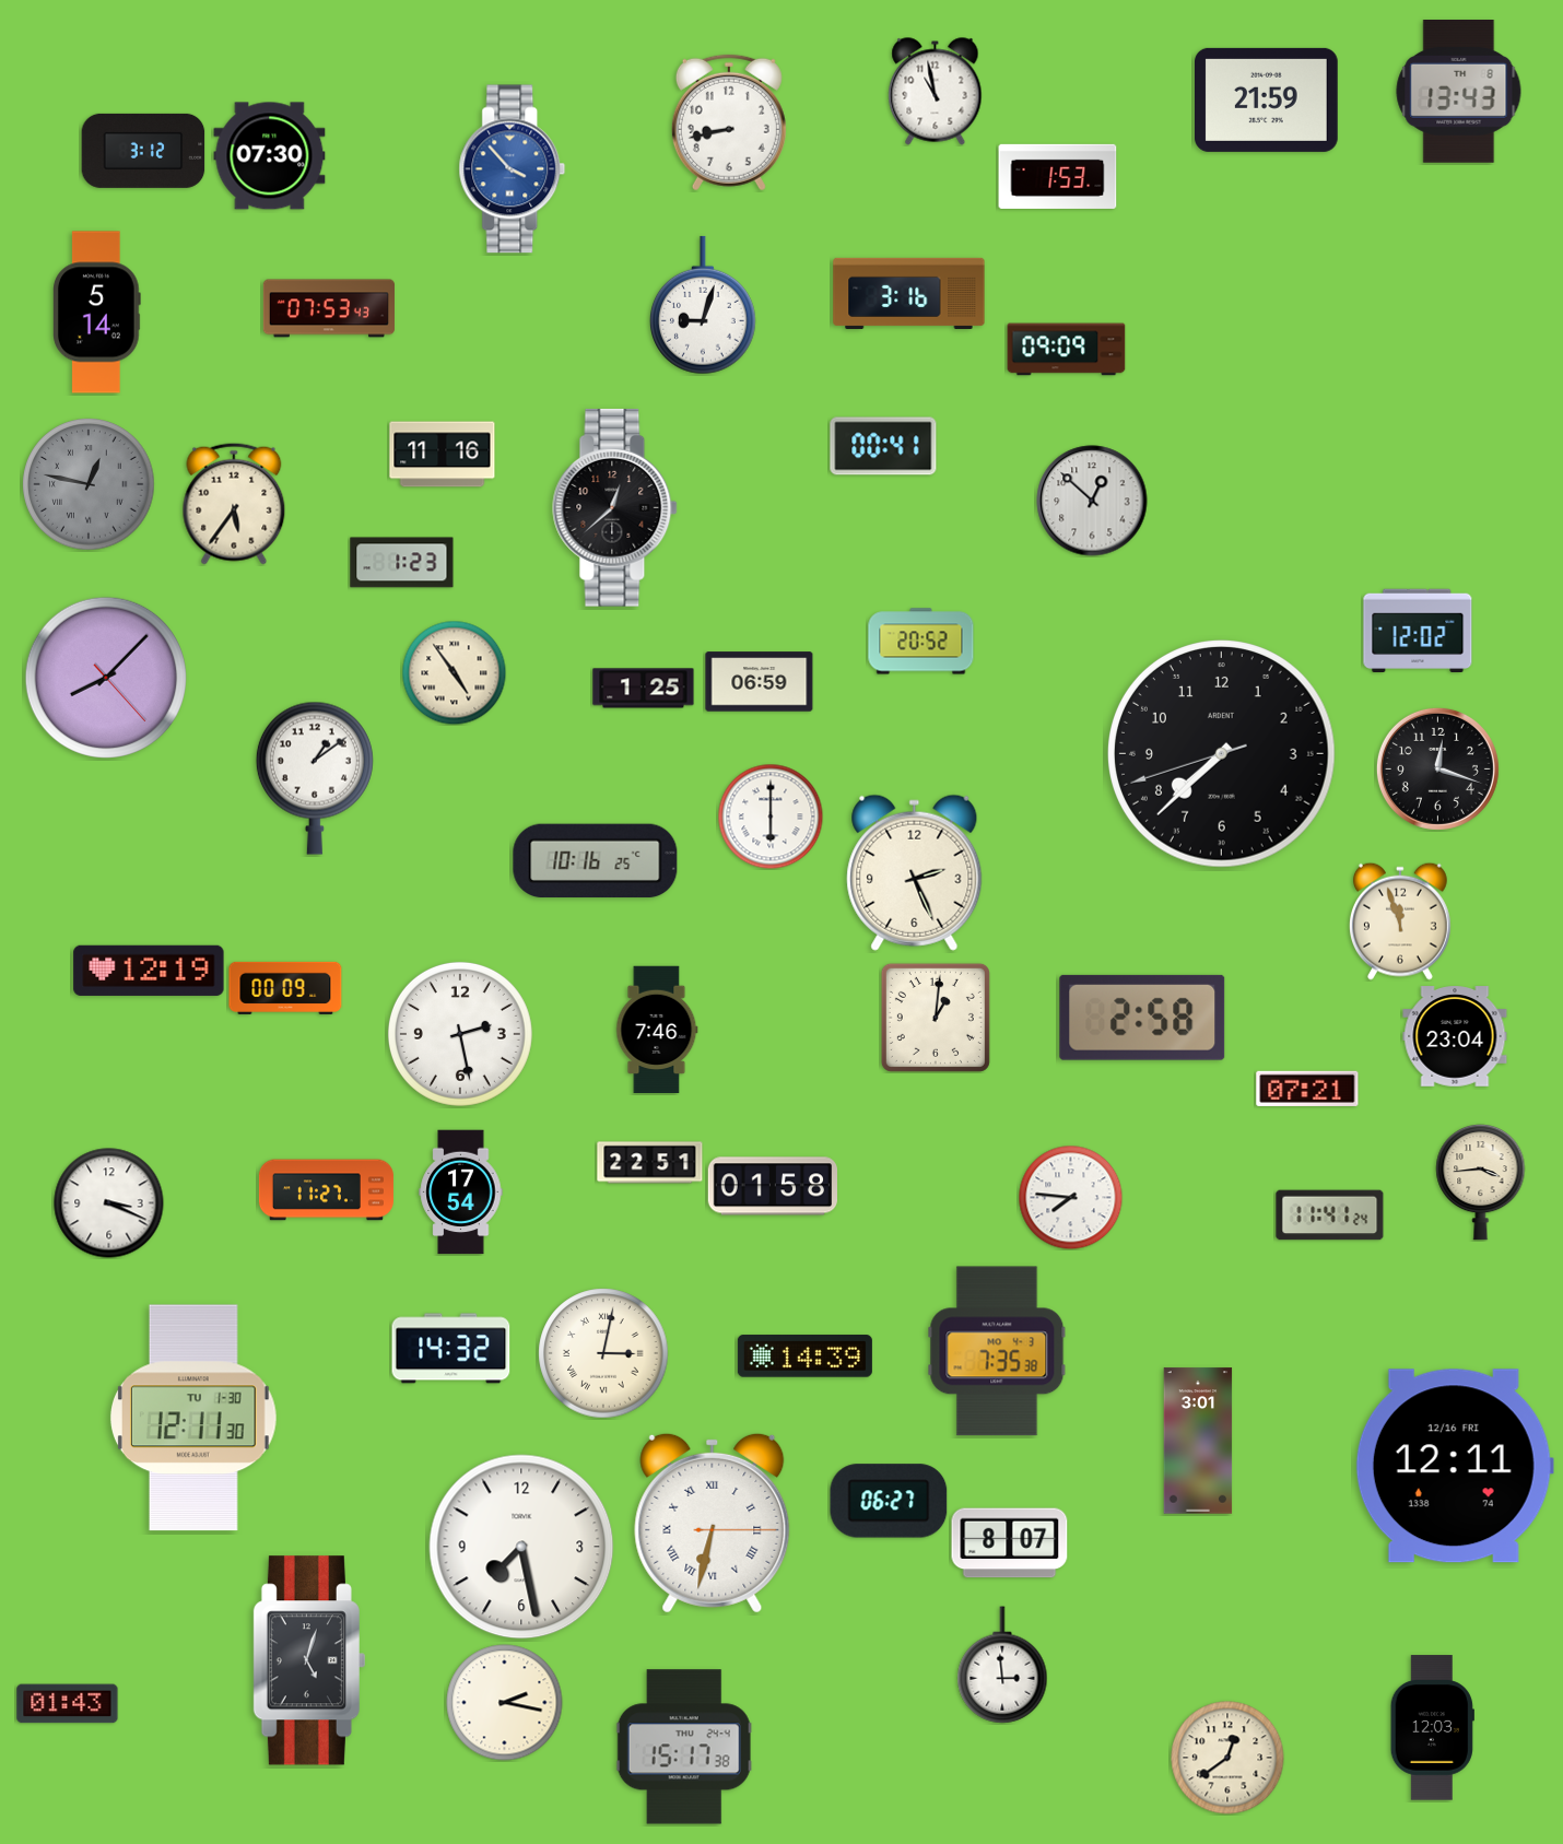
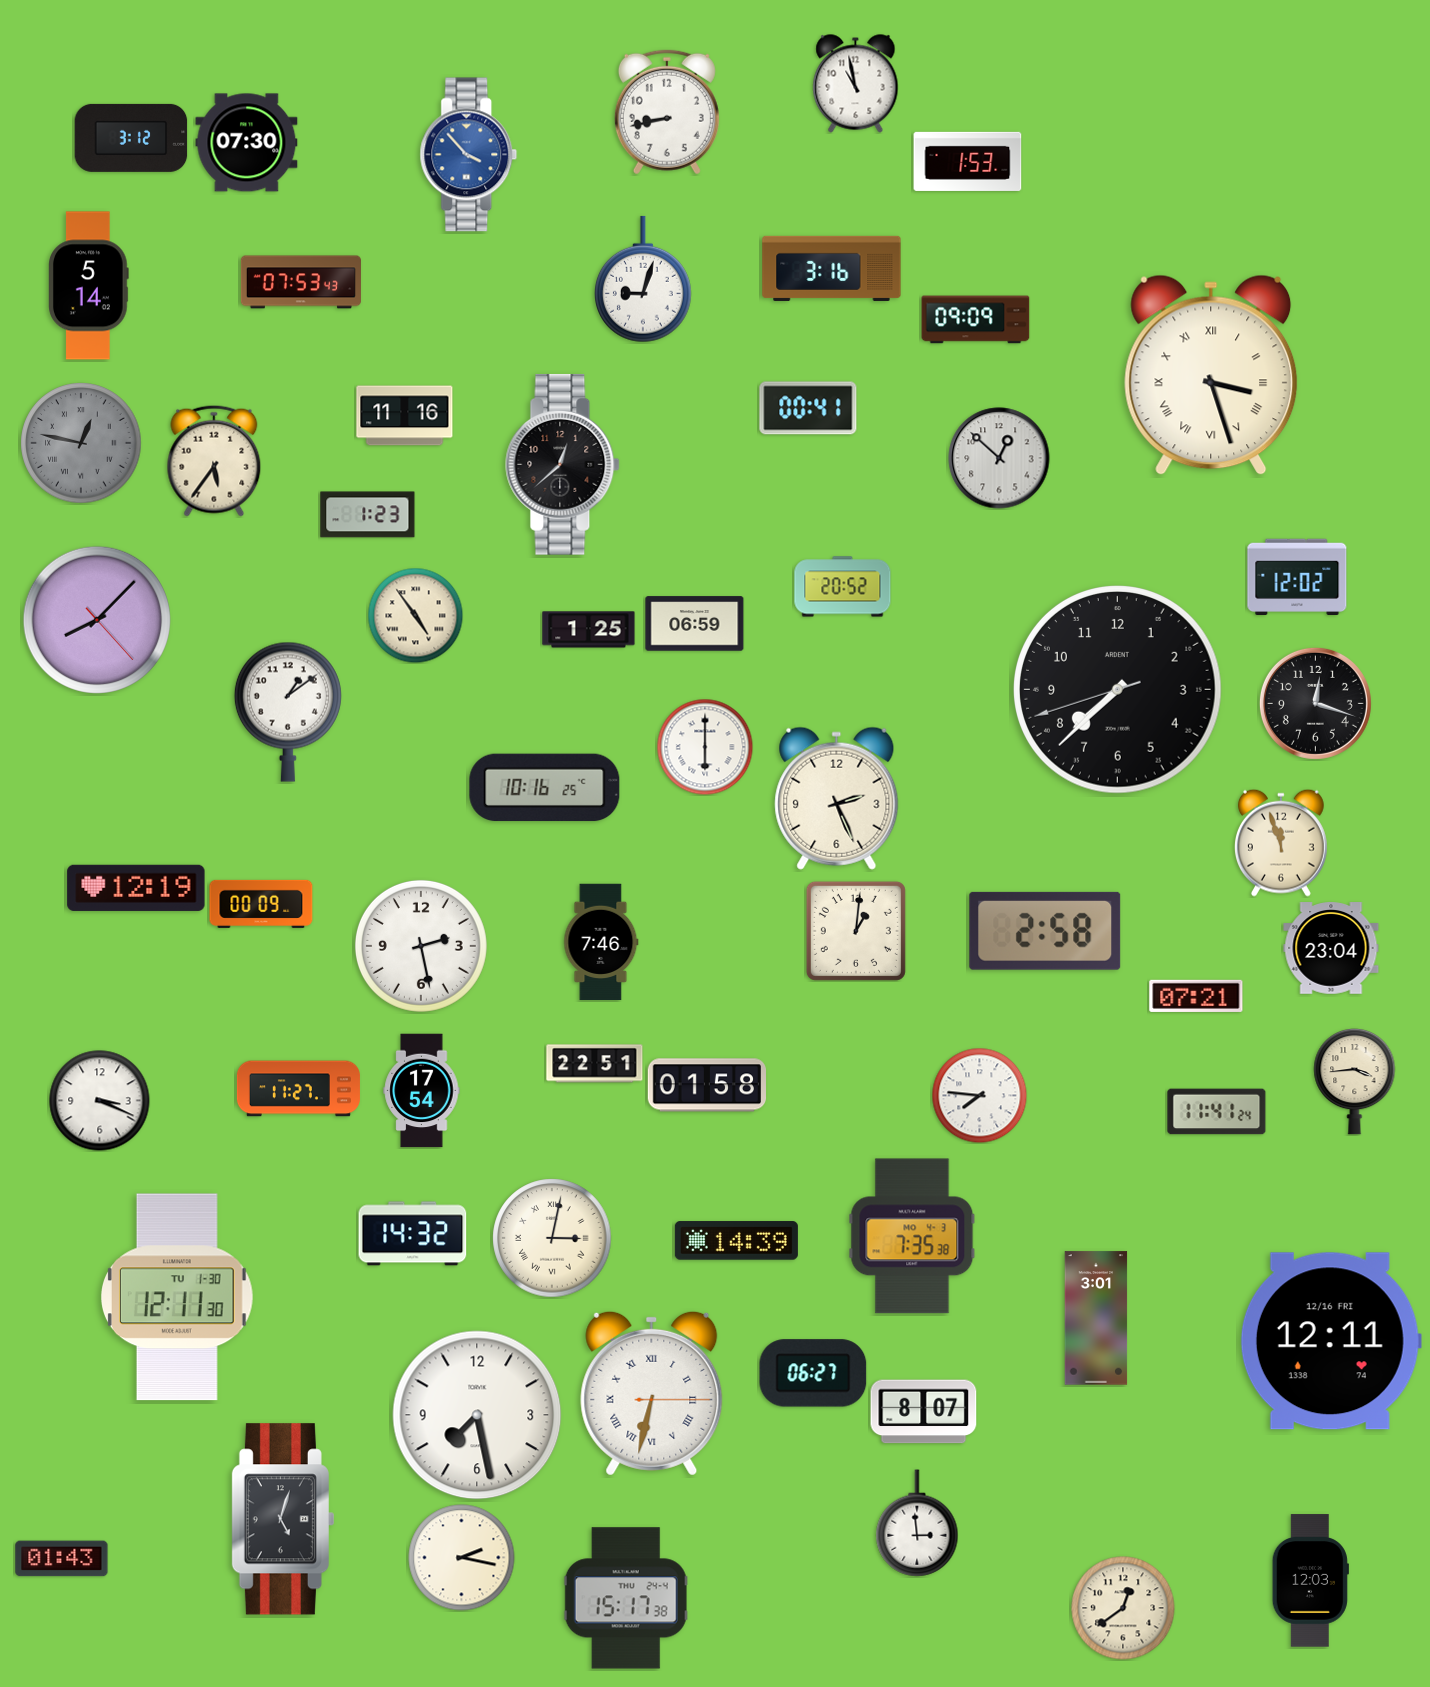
clock at (1459, 92): 13:43 -> none
clock at (1267, 99): 21:59 -> none
clock at (1211, 375): none -> 3:27
